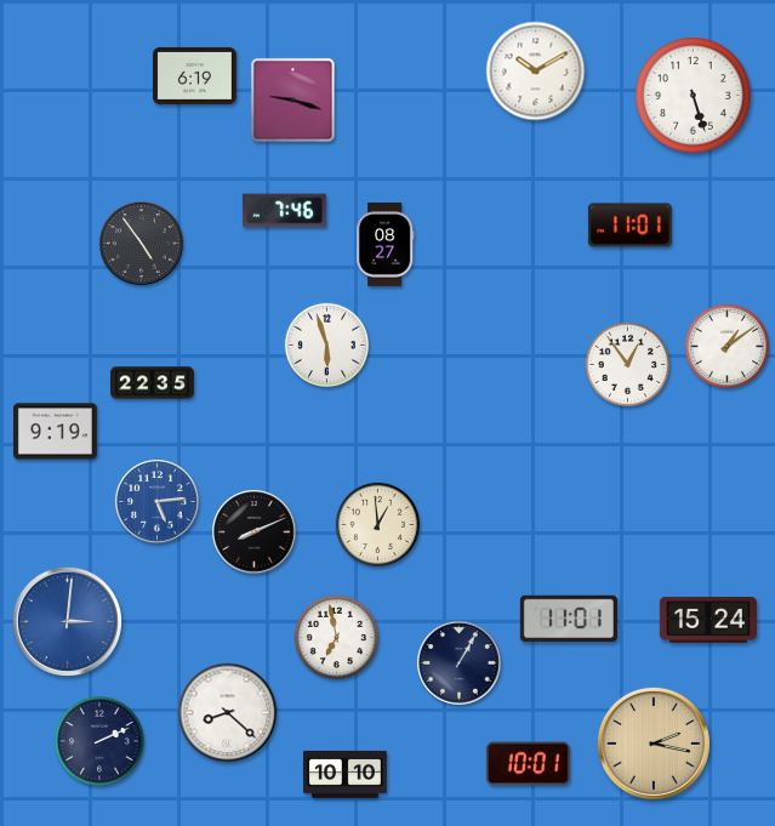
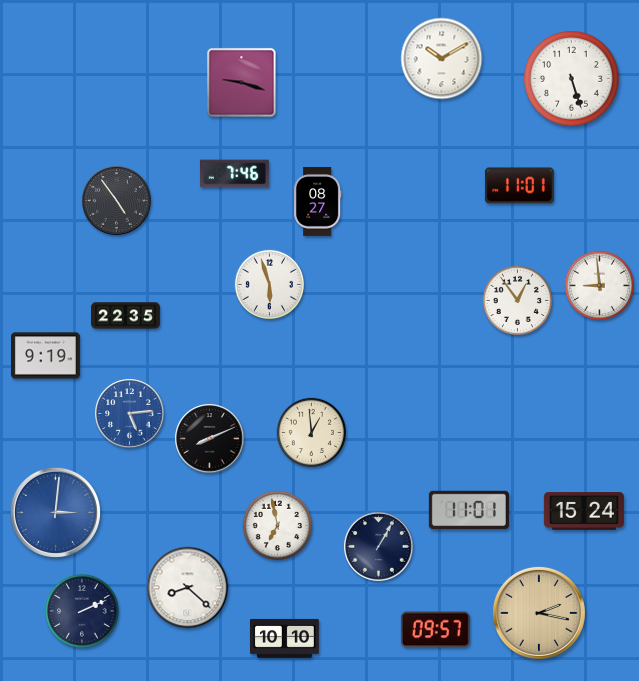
clock at (195, 75): 6:19 -> none
clock at (726, 346): 1:09 -> 8:59
clock at (528, 764): 10:01 -> 09:57
